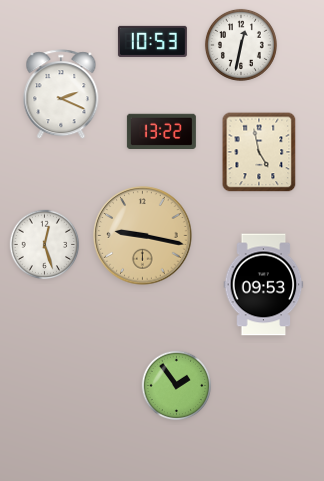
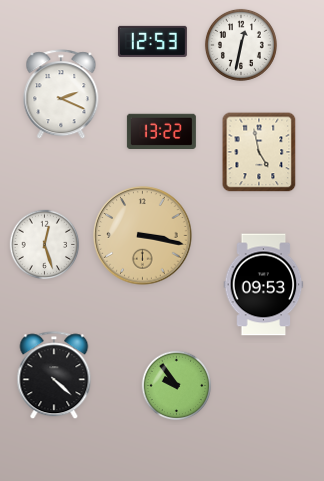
clock at (152, 41): 10:53 -> 12:53
clock at (143, 236): 9:17 -> 3:17
clock at (54, 376): none -> 4:22
clock at (177, 386): 1:54 -> 9:54
